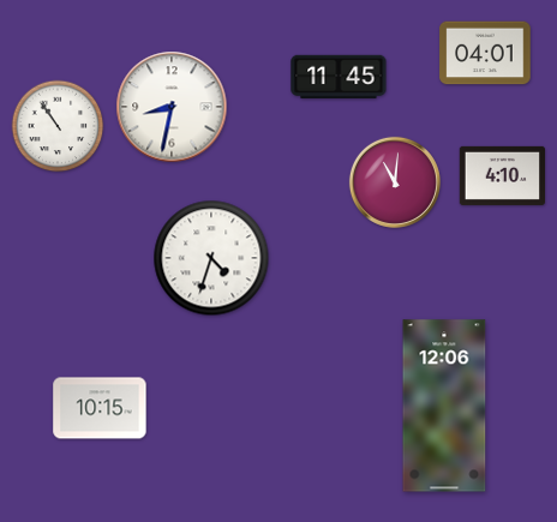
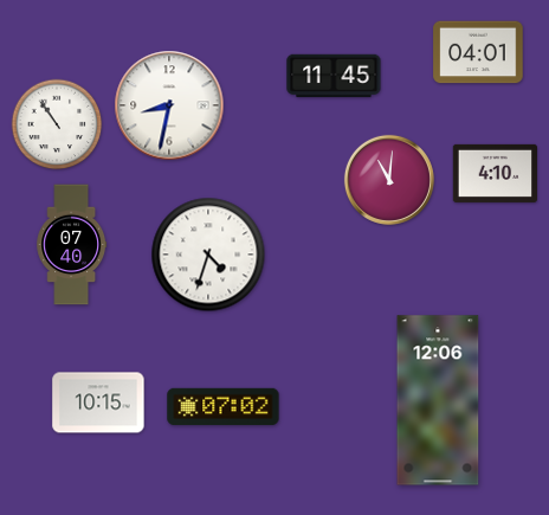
clock at (72, 245): none -> 07:40
clock at (224, 407): none -> 07:02
